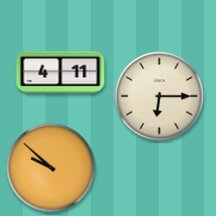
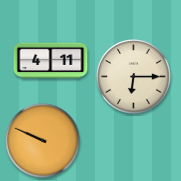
clock at (160, 97) position: (160, 97) -> (134, 77)
clock at (51, 168): 9:52 -> 9:49
